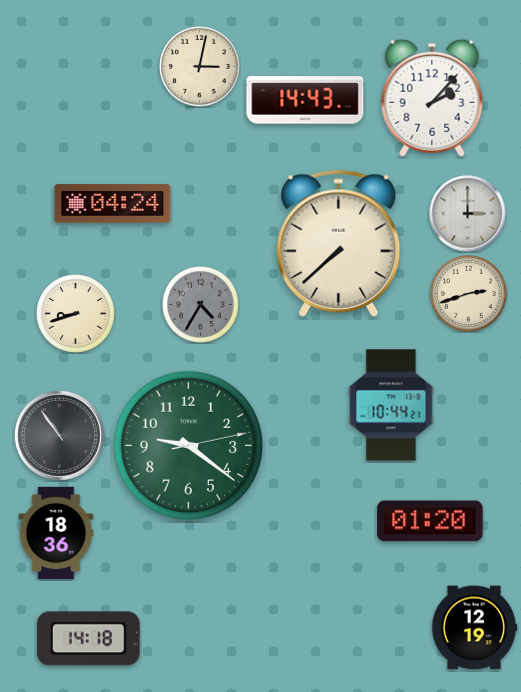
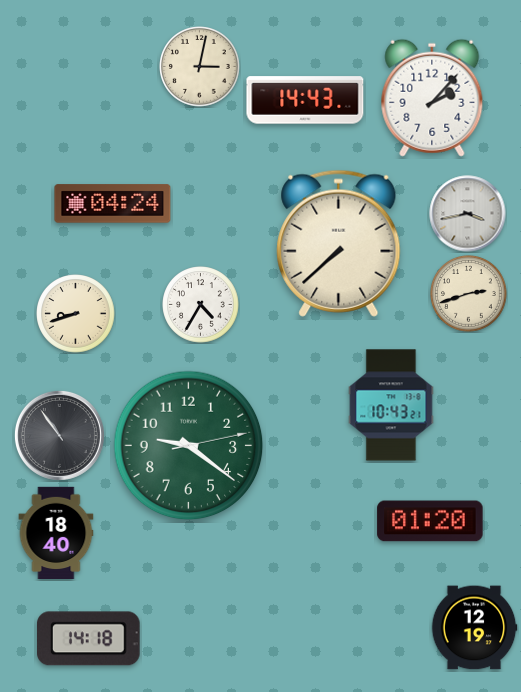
clock at (468, 214): 3:00 -> 3:43
clock at (201, 305) dial: grey -> white
clock at (391, 405): 10:44 -> 10:43
clock at (56, 532): 18:36 -> 18:40
